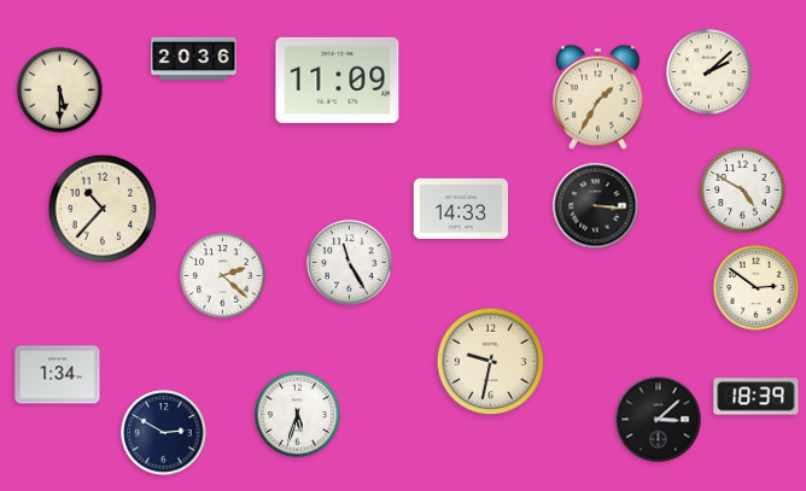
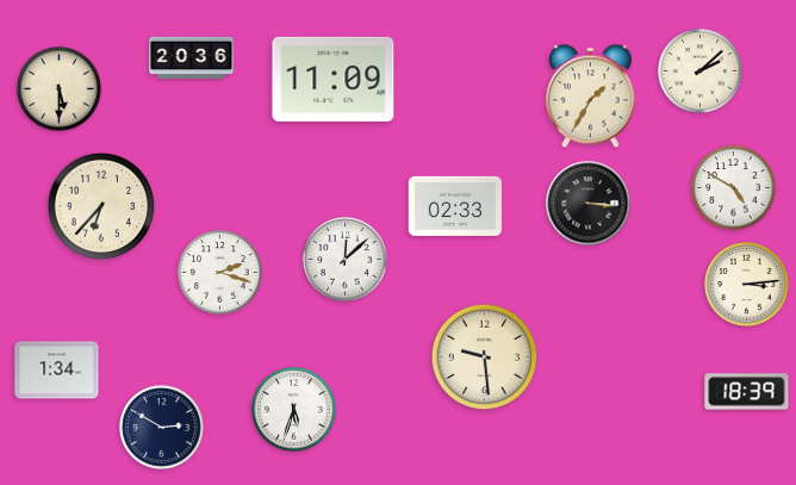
clock at (103, 209): 10:37 -> 6:37
clock at (460, 209): 14:33 -> 02:33
clock at (350, 263): 11:25 -> 12:08
clock at (223, 276): 2:22 -> 2:18
clock at (757, 288): 2:51 -> 3:14
clock at (491, 362): 9:32 -> 9:29
clock at (659, 420): 3:08 -> none
